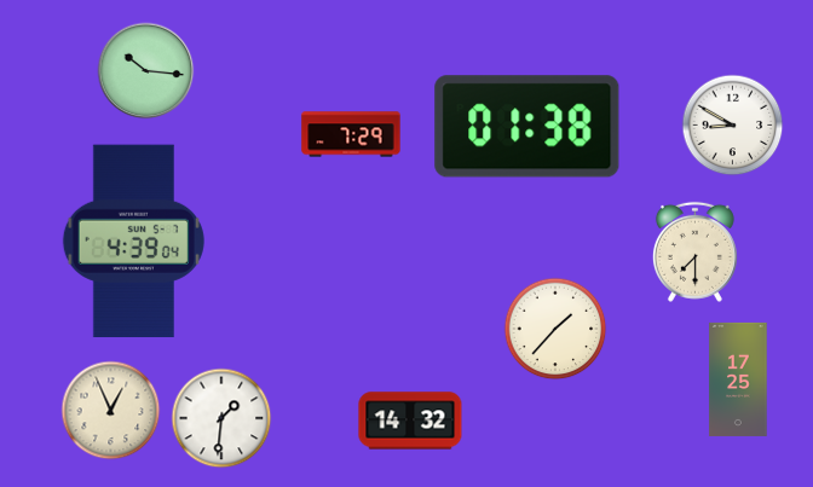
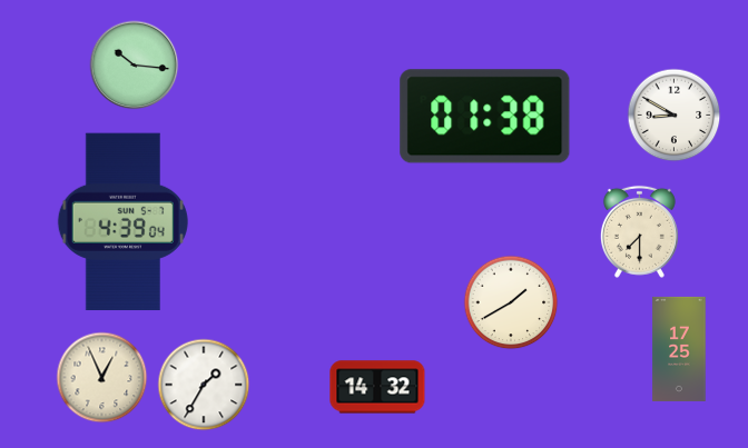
clock at (351, 134): 7:29 -> none
clock at (555, 329): 1:37 -> 1:40
clock at (221, 418): 1:31 -> 1:35
